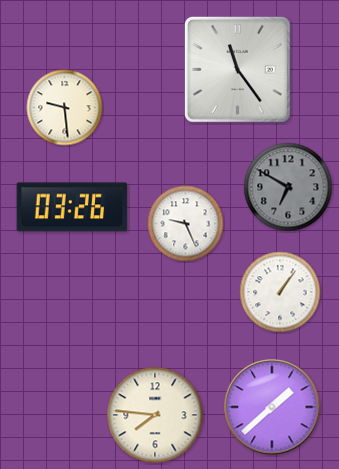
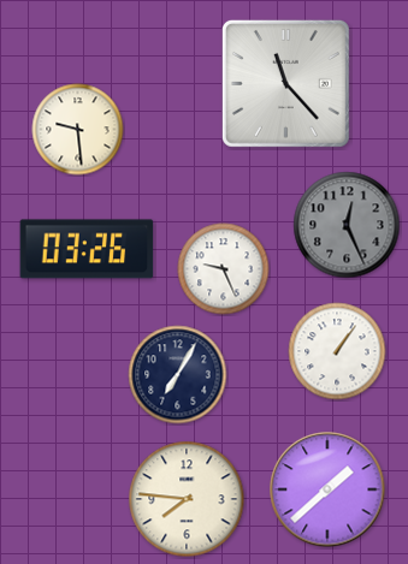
clock at (237, 69): 11:24 -> 11:23
clock at (288, 187): 6:50 -> 12:26
clock at (178, 375): none -> 7:05
